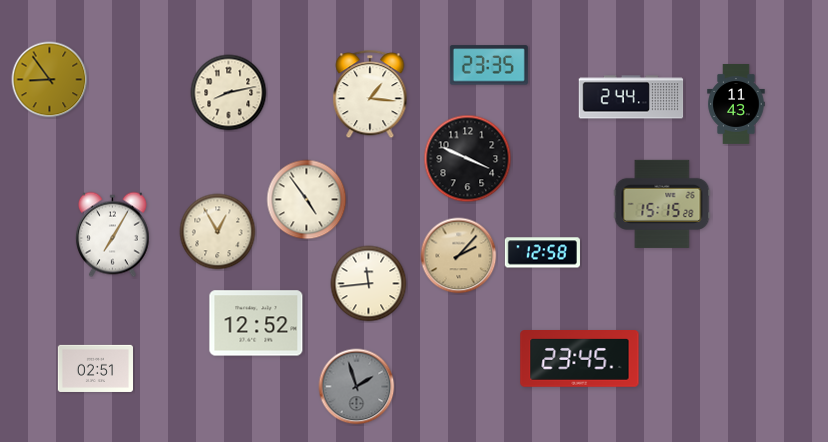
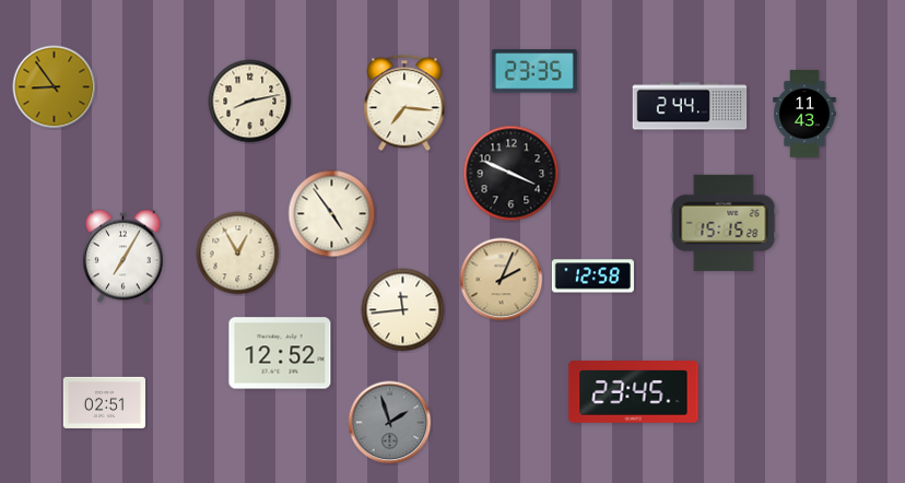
clock at (370, 95): 1:16 -> 7:16
clock at (307, 200) position: (307, 200) -> (332, 214)
clock at (459, 256): 2:07 -> 2:04
